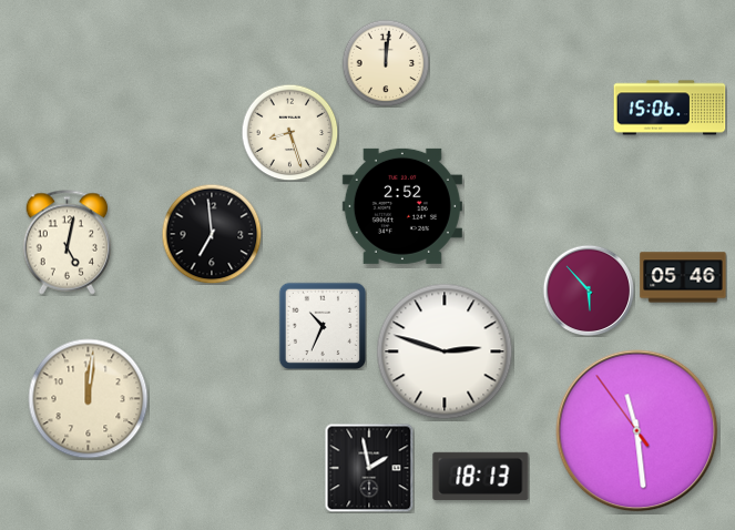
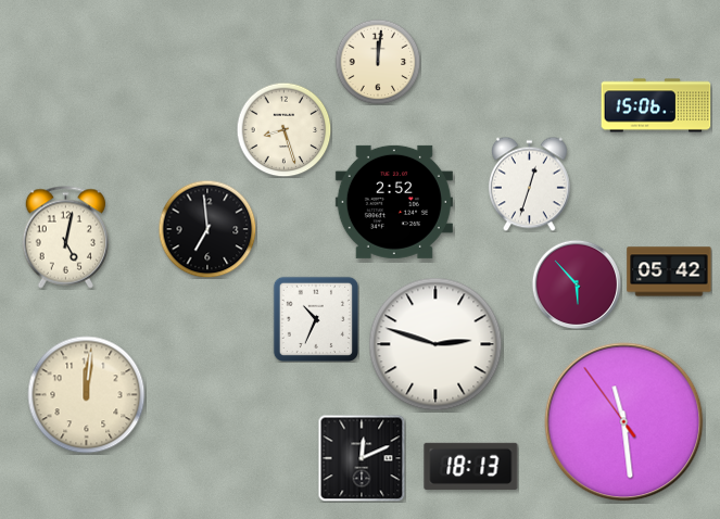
clock at (529, 183): none -> 12:33
clock at (683, 277): 05:46 -> 05:42
clock at (89, 399) position: (89, 399) -> (87, 395)
clock at (369, 468): 1:58 -> 12:11
